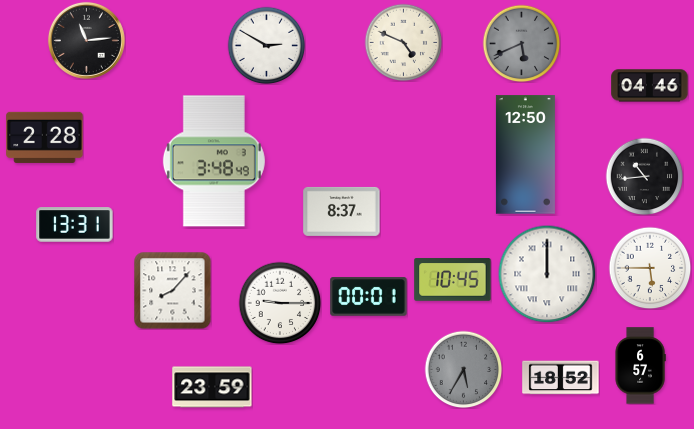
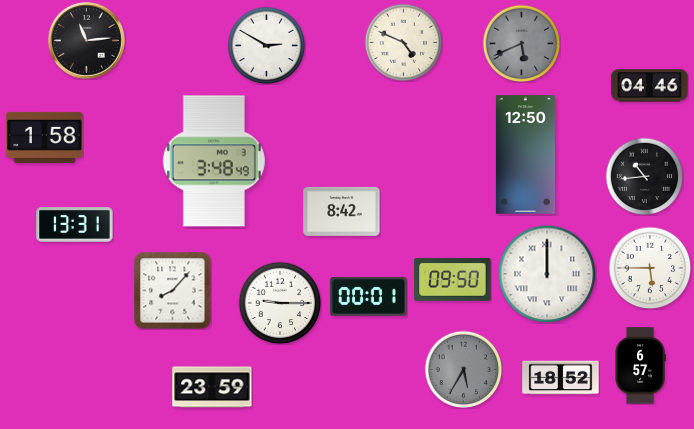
clock at (45, 137): 2:28 -> 1:58
clock at (342, 211): 8:37 -> 8:42
clock at (453, 280): 10:45 -> 09:50
